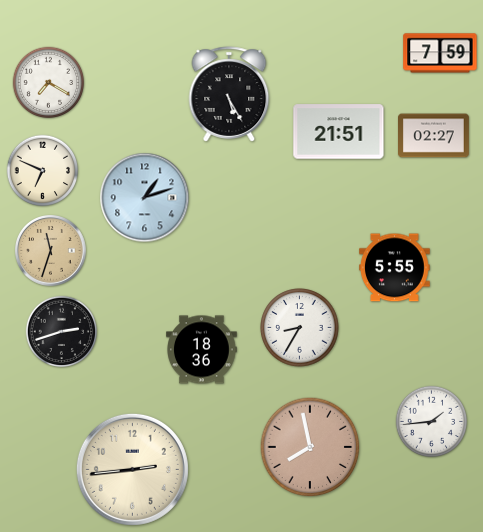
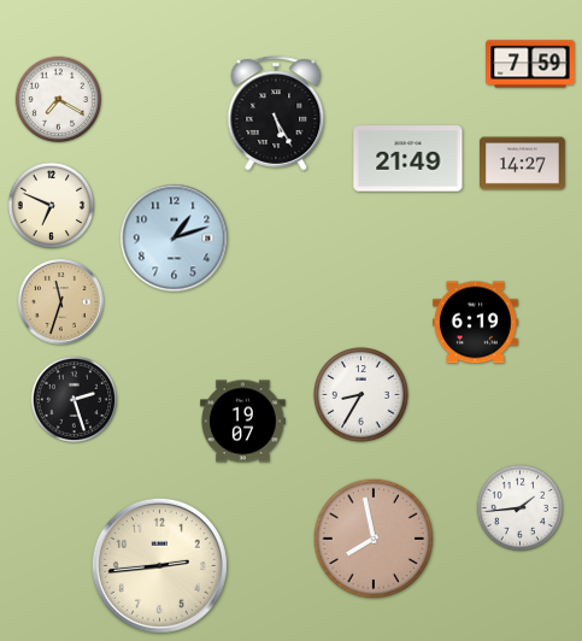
clock at (339, 132): 21:51 -> 21:49
clock at (434, 136): 02:27 -> 14:27
clock at (395, 268): 5:55 -> 6:19
clock at (62, 332): 2:42 -> 2:27
clock at (202, 350): 18:36 -> 19:07
